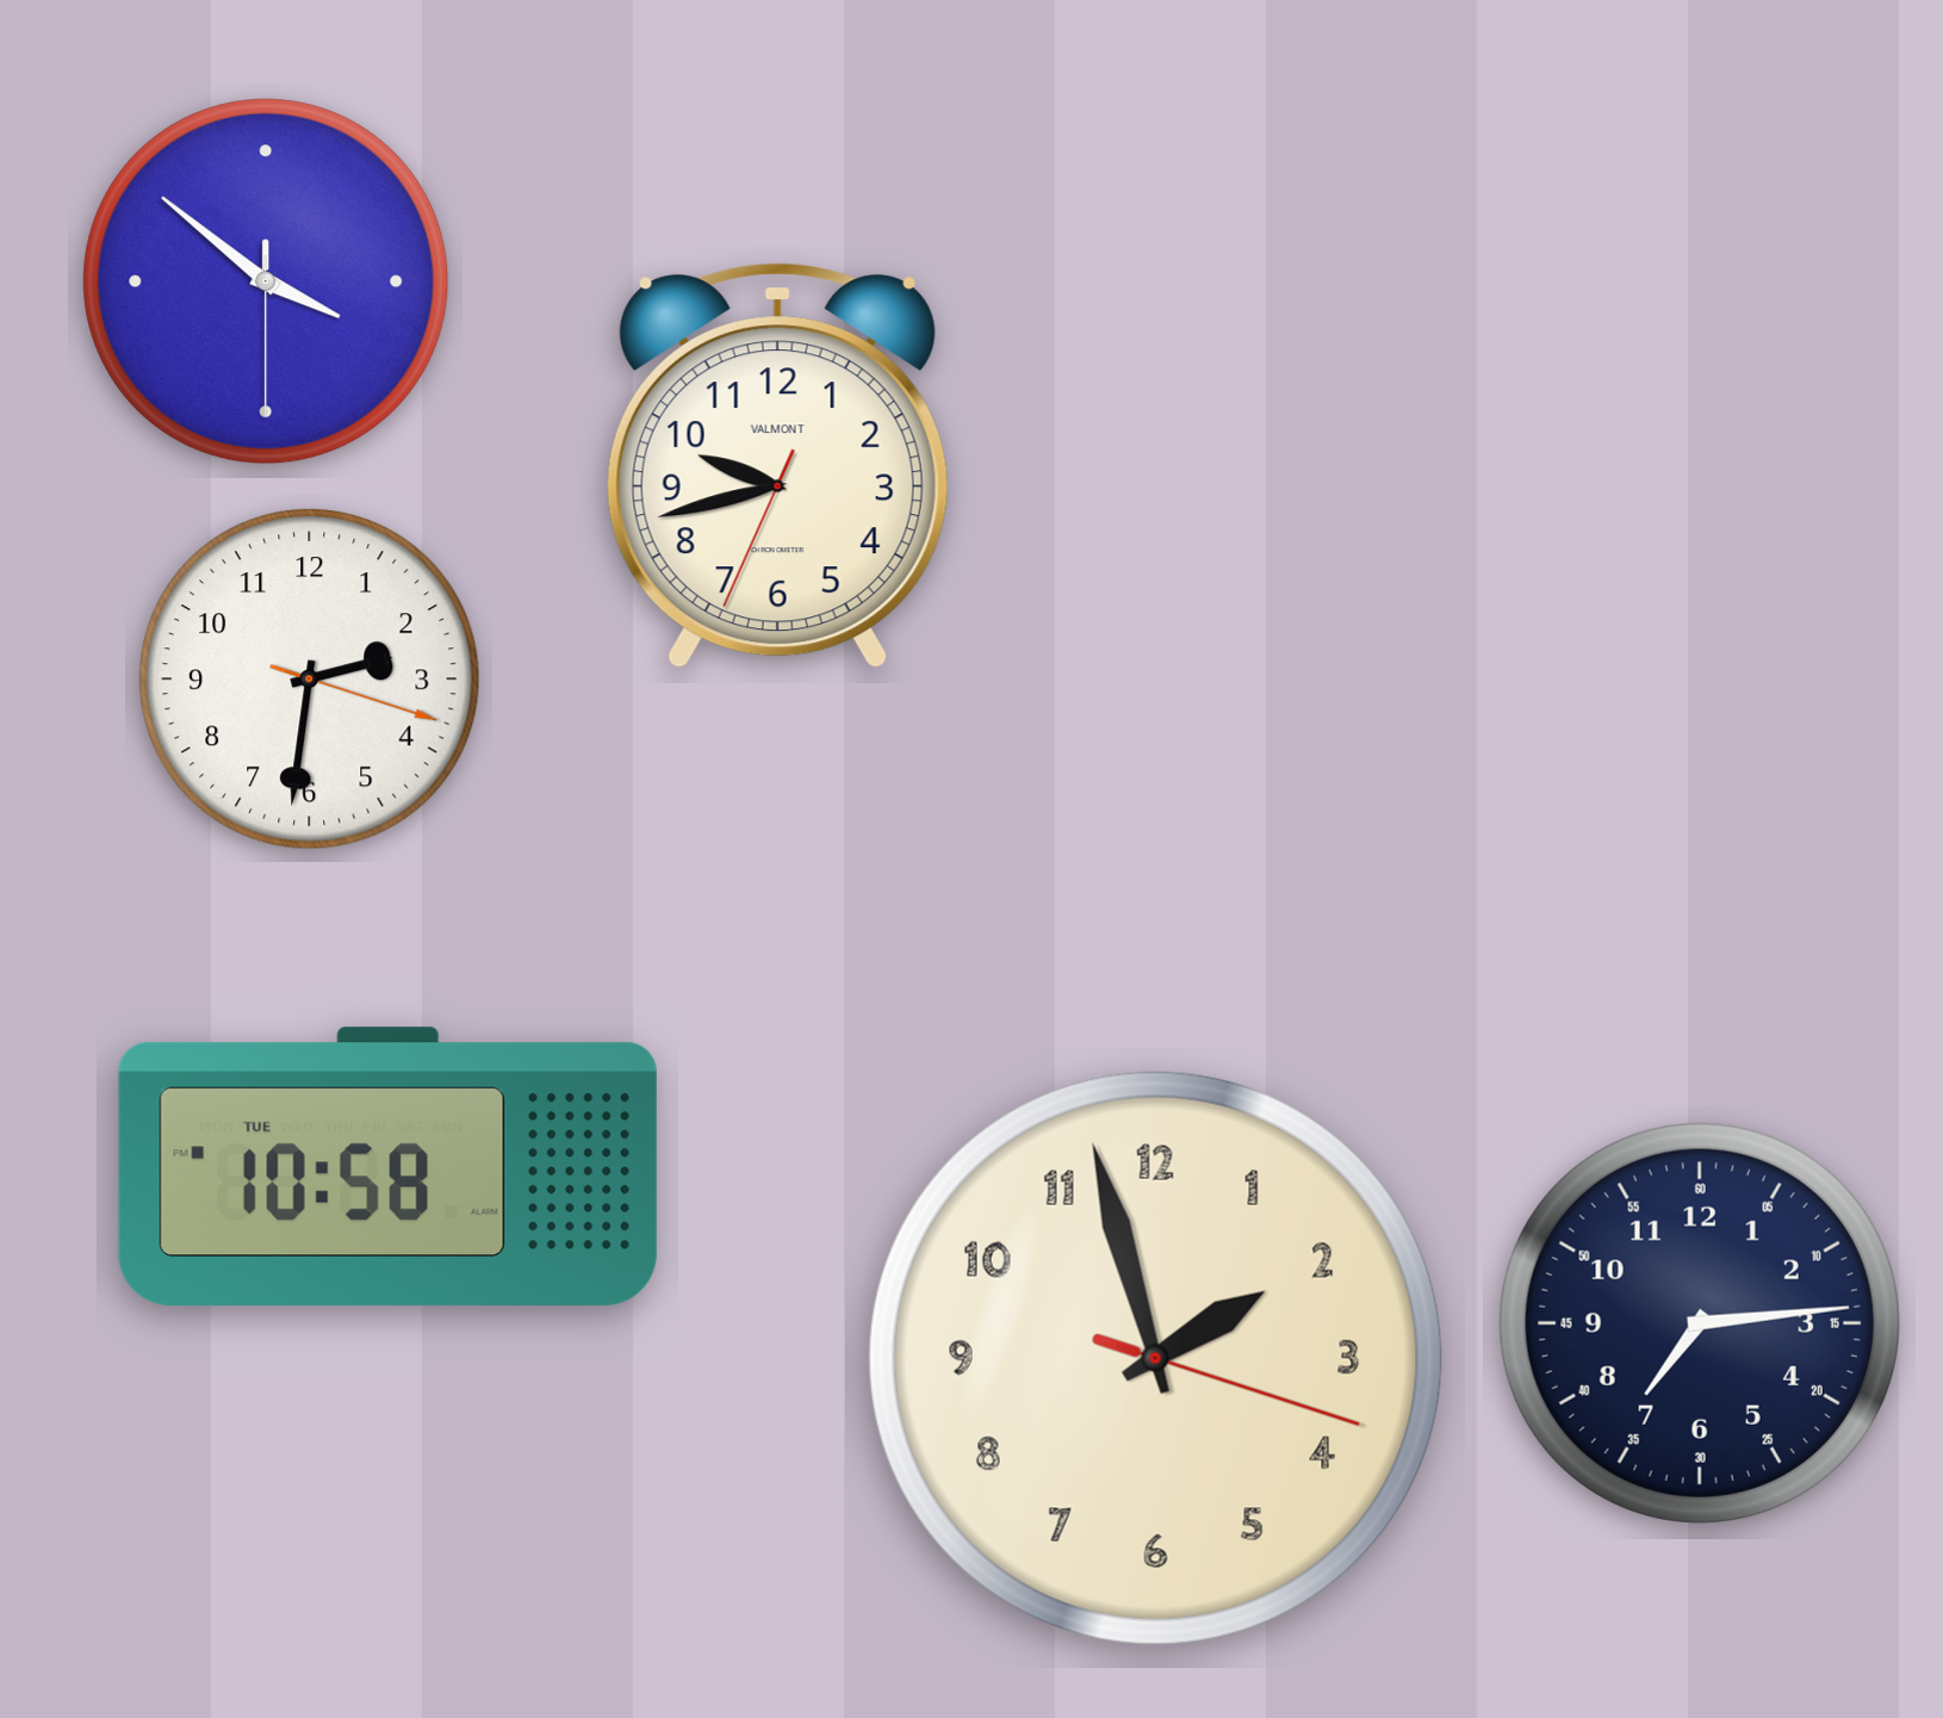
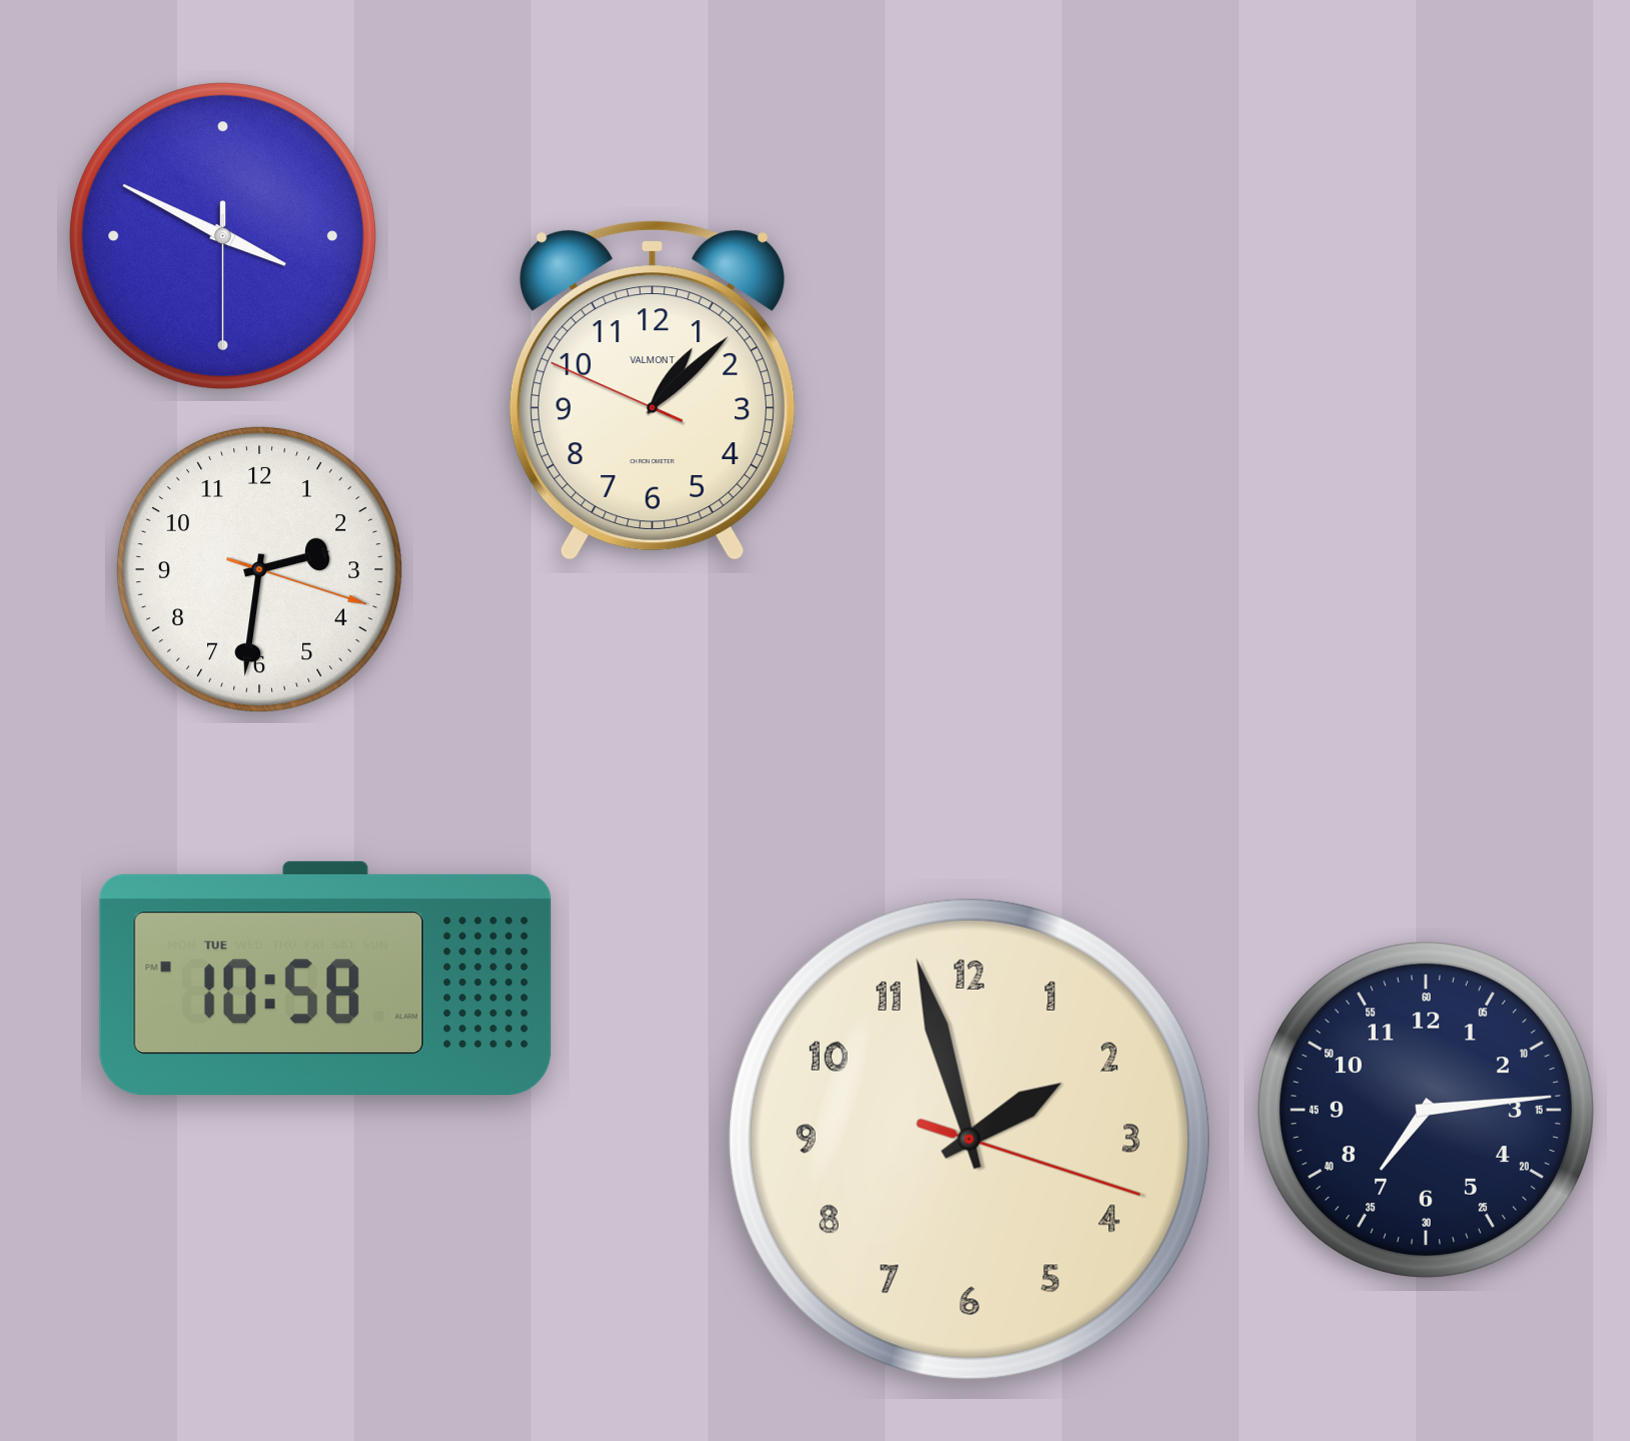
clock at (266, 281): 3:51 -> 3:49
clock at (777, 466): 9:42 -> 1:07
